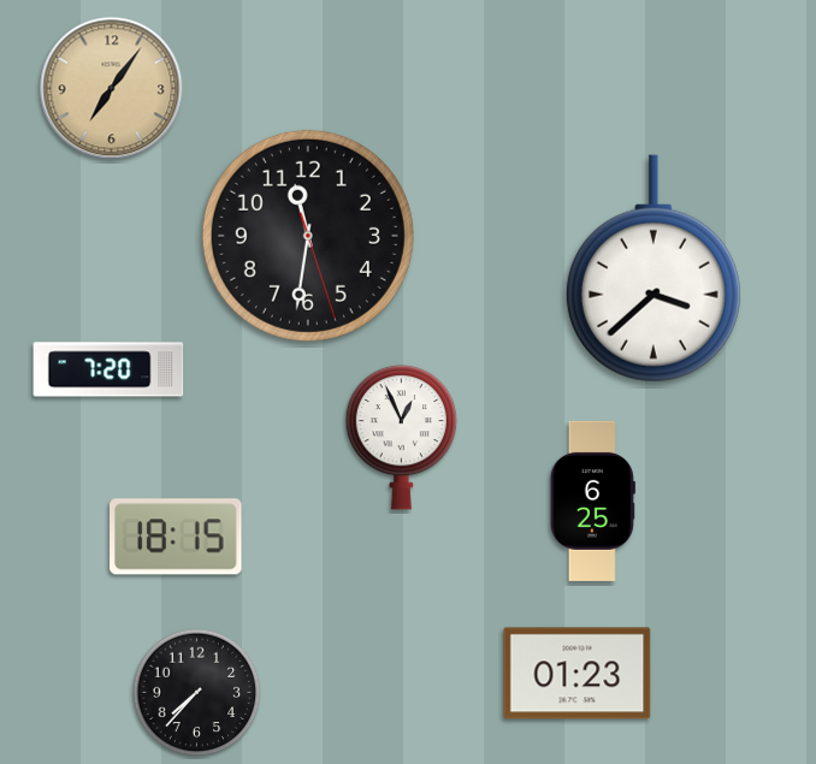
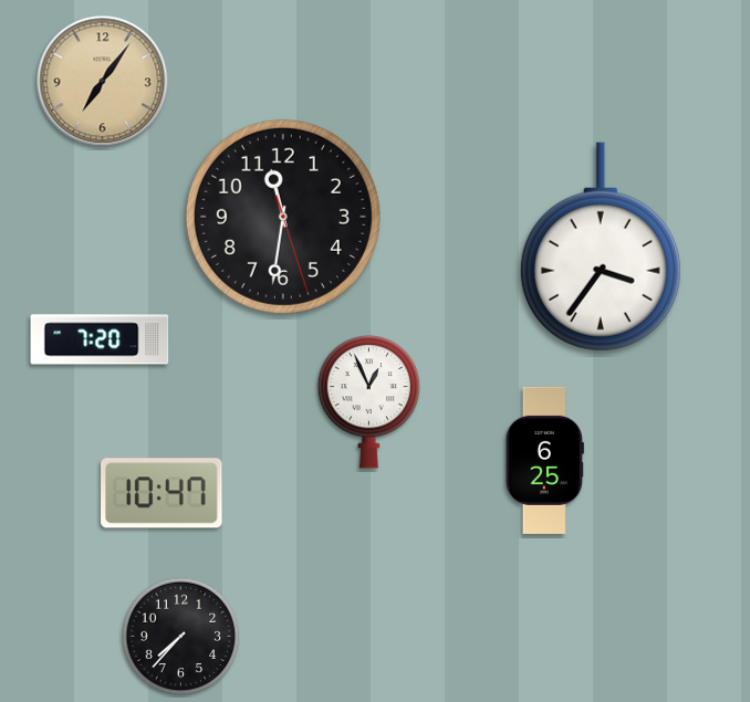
clock at (654, 268): 3:38 -> 3:36
clock at (176, 537): 18:15 -> 10:47
clock at (578, 674): 01:23 -> none
